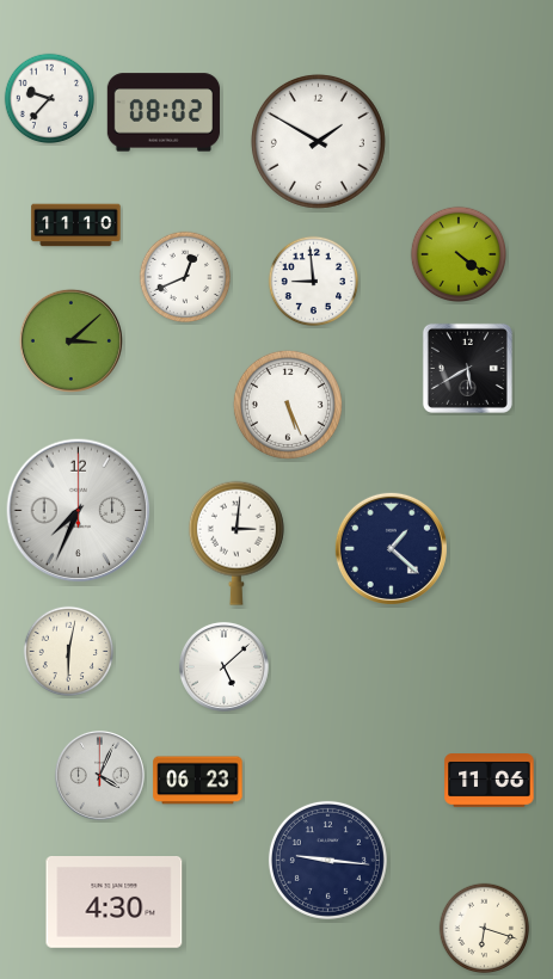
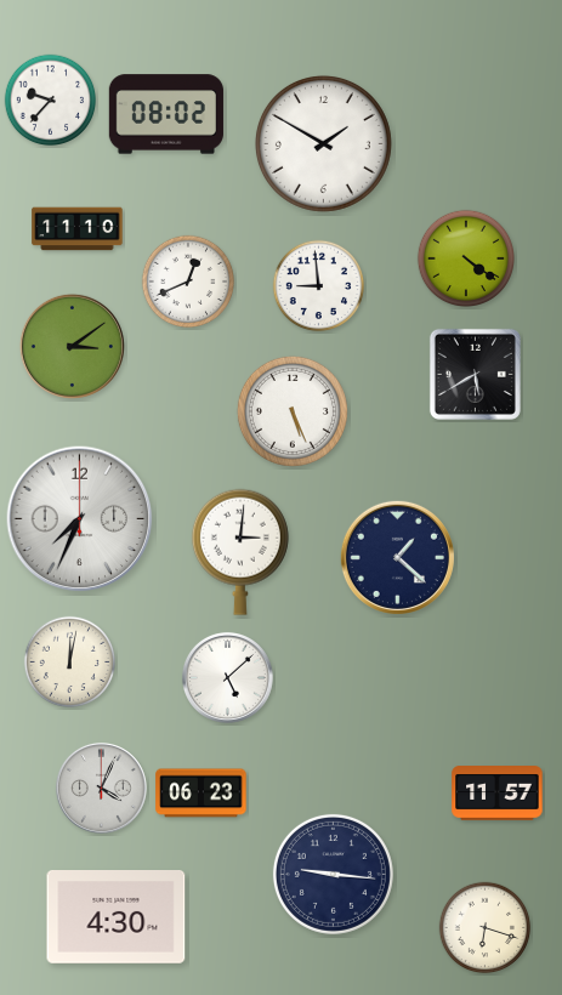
clock at (70, 340): 3:08 -> 3:09
clock at (69, 652): 6:02 -> 12:02
clock at (490, 781): 11:06 -> 11:57
clock at (485, 929) position: (485, 929) -> (486, 928)
